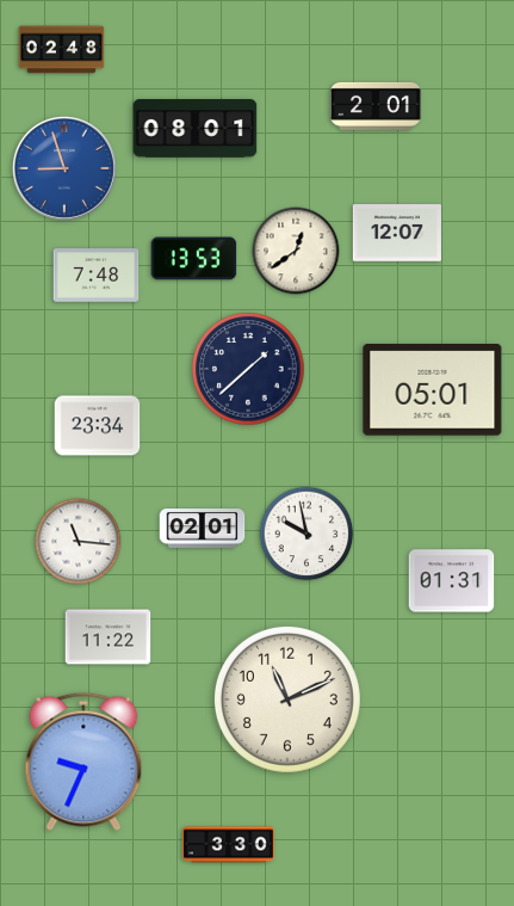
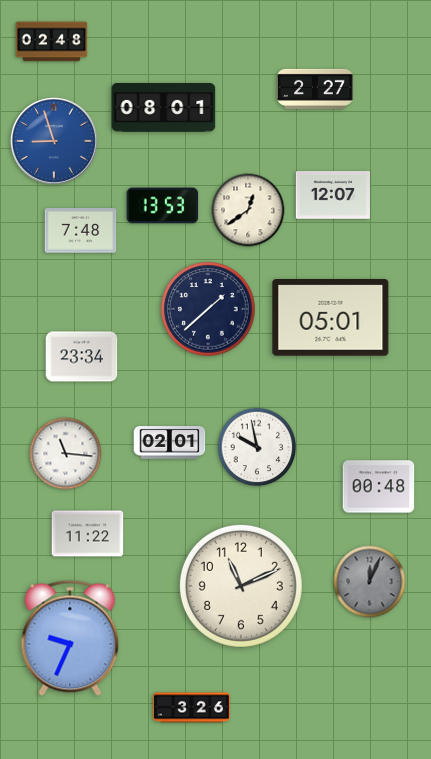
clock at (376, 106): 2:01 -> 2:27
clock at (194, 259) position: (194, 259) -> (163, 206)
clock at (433, 390) position: (433, 390) -> (331, 318)
clock at (452, 581): 01:31 -> 00:48
clock at (109, 637) position: (109, 637) -> (88, 534)
clock at (370, 582): none -> 12:04
clock at (229, 845): 3:30 -> 3:26
